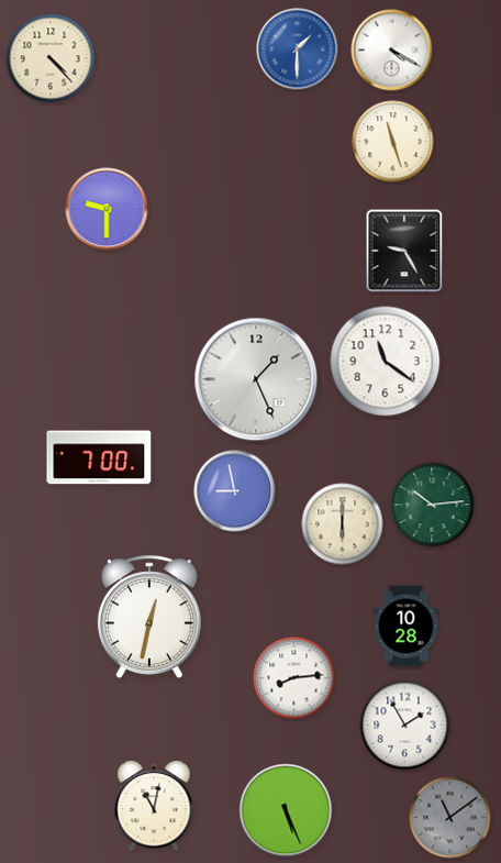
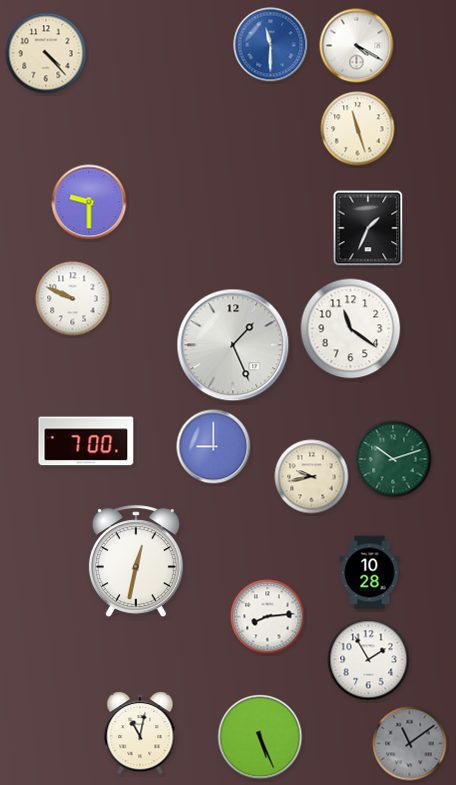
clock at (298, 49): 1:30 -> 11:30
clock at (107, 209) position: (107, 209) -> (89, 202)
clock at (404, 251): 9:25 -> 1:34
clock at (73, 299): none -> 9:49
clock at (99, 457) position: (99, 457) -> (86, 441)
clock at (235, 491): 8:58 -> 9:00
clock at (432, 505): 10:14 -> 10:12
clock at (343, 524): 6:00 -> 9:43
clock at (407, 627) position: (407, 627) -> (370, 573)
